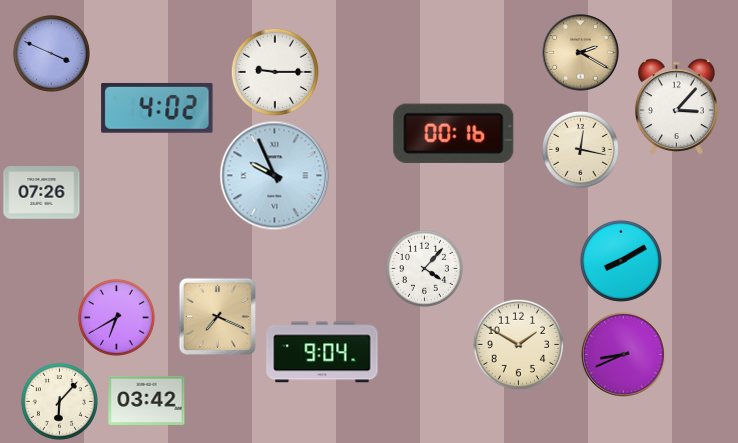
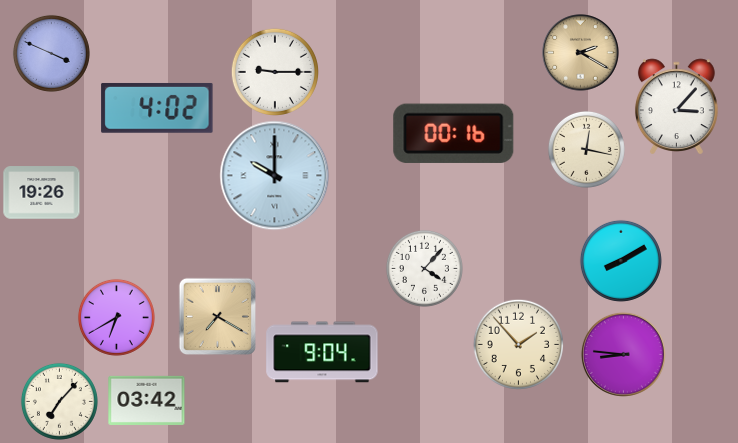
clock at (580, 149) position: (580, 149) -> (586, 149)
clock at (275, 176): 9:56 -> 10:00
clock at (42, 193): 07:26 -> 19:26
clock at (217, 316): 7:19 -> 7:20
clock at (518, 344): 1:50 -> 1:53
clock at (623, 354): 8:41 -> 8:46
clock at (59, 401): 6:07 -> 7:07
